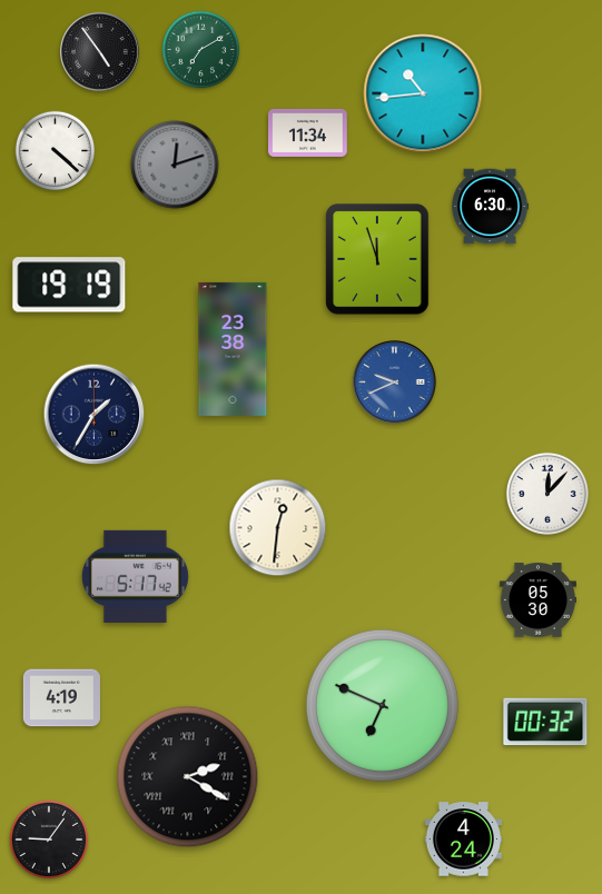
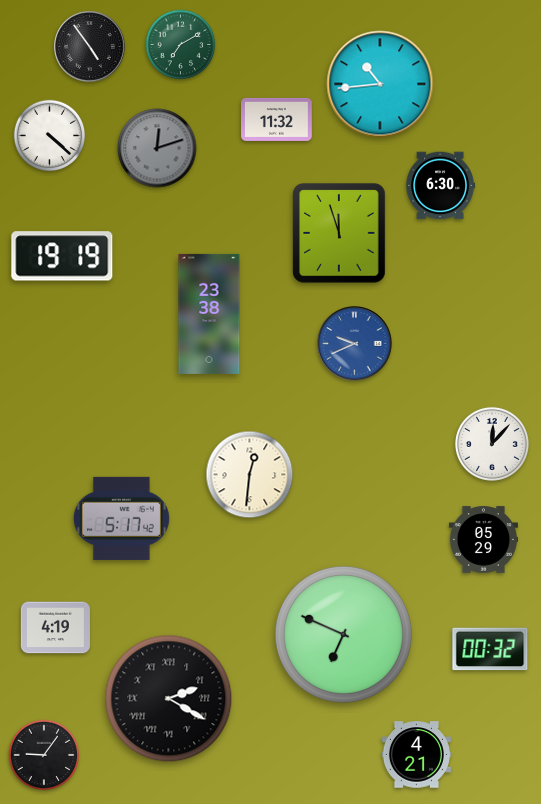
clock at (308, 132): 11:34 -> 11:32
clock at (95, 415): 1:35 -> none
clock at (537, 600): 05:30 -> 05:29
clock at (463, 840): 4:24 -> 4:21
